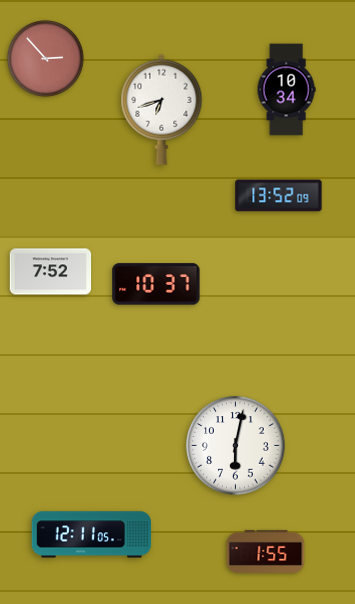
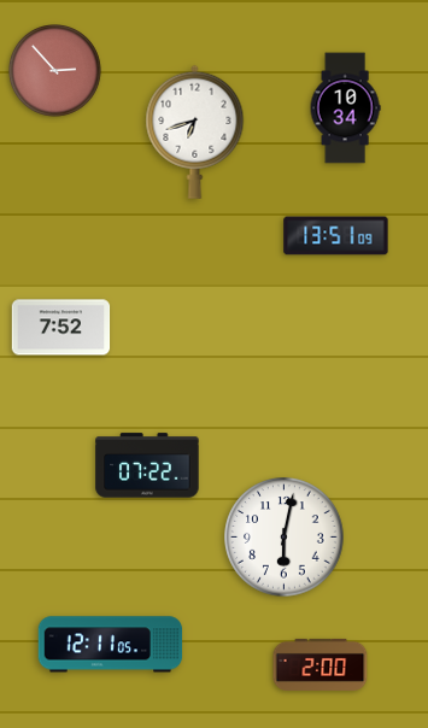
clock at (279, 196): 13:52 -> 13:51
clock at (156, 284): 10:37 -> none
clock at (147, 465): none -> 07:22
clock at (266, 551): 1:55 -> 2:00
